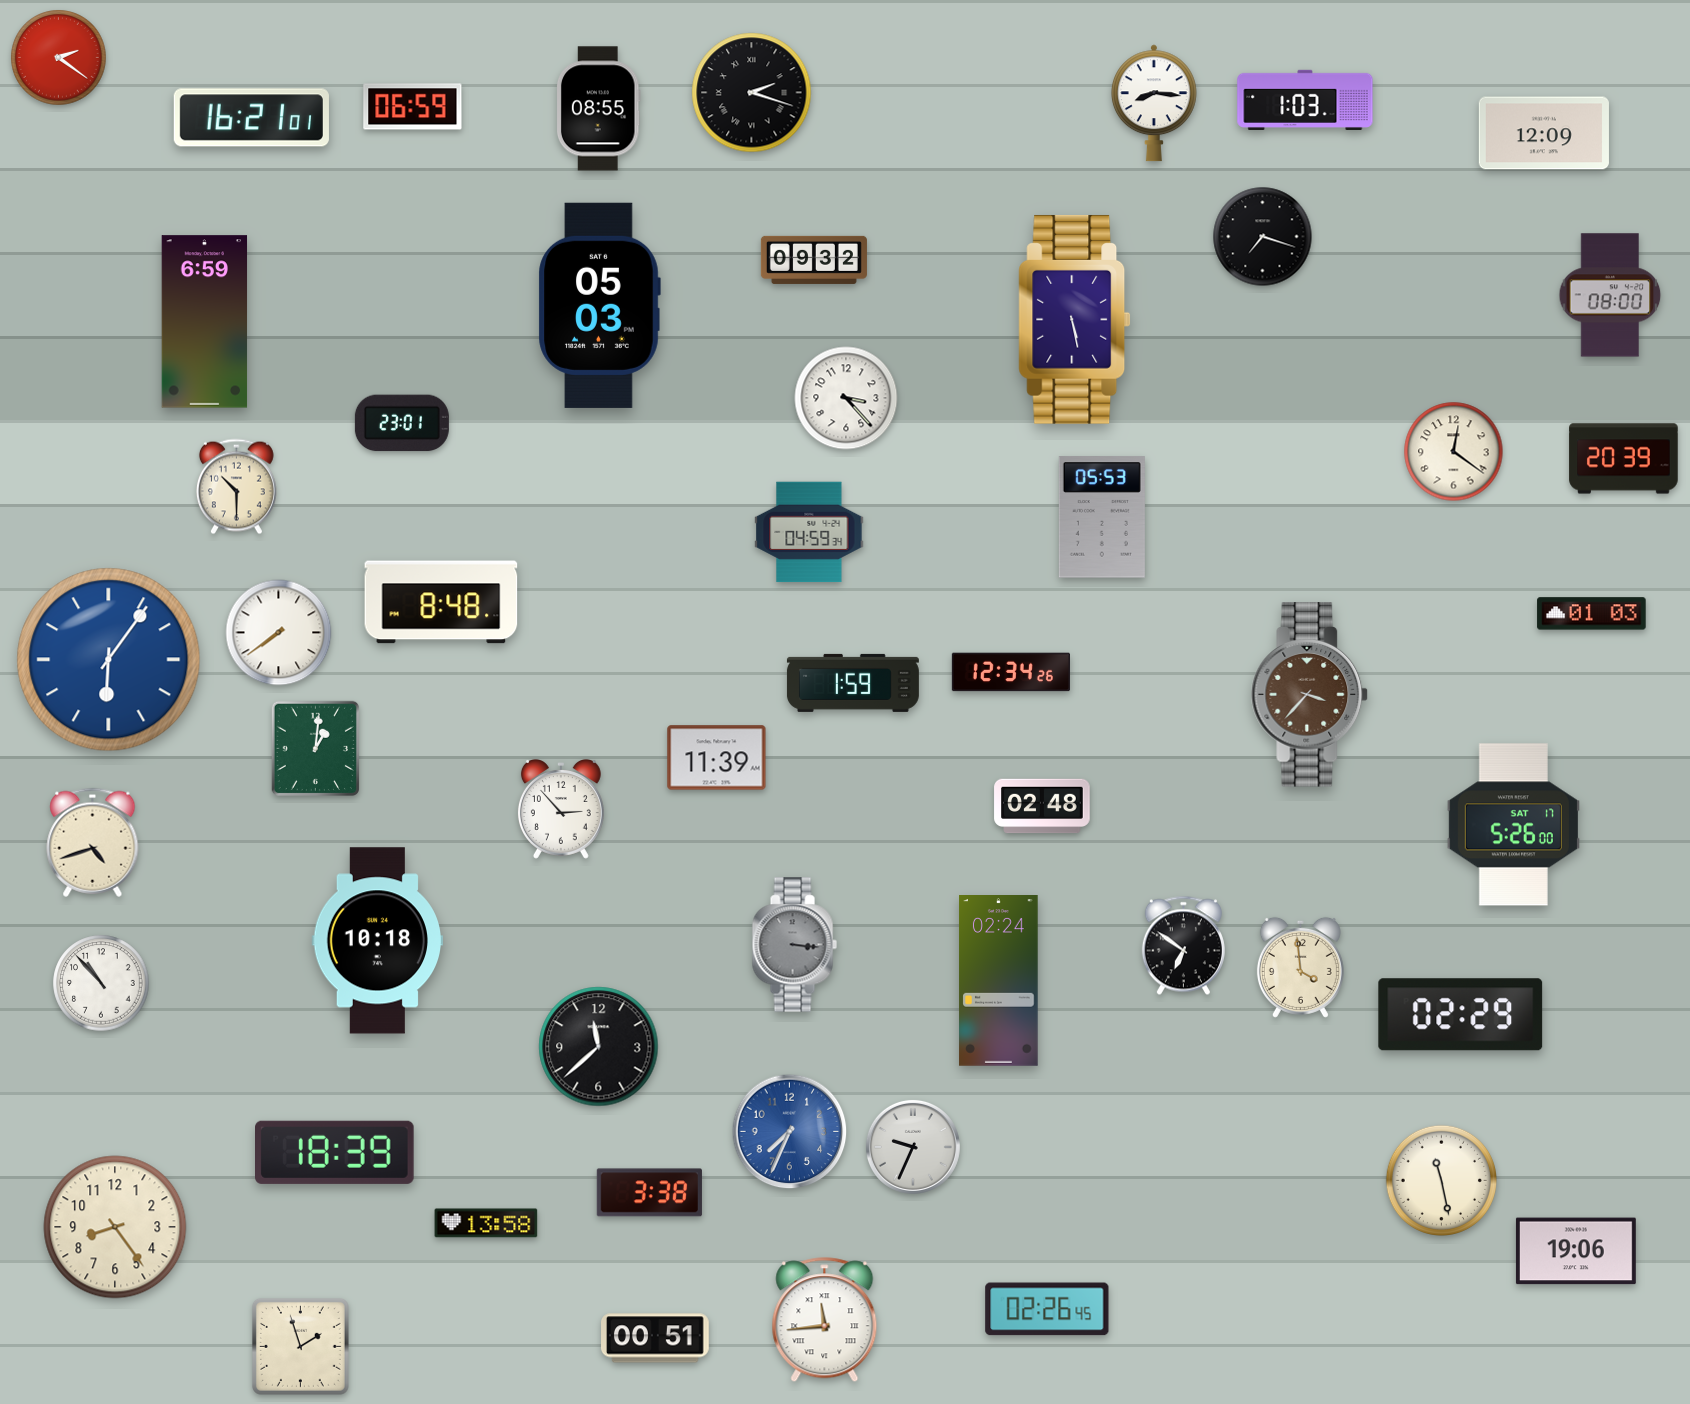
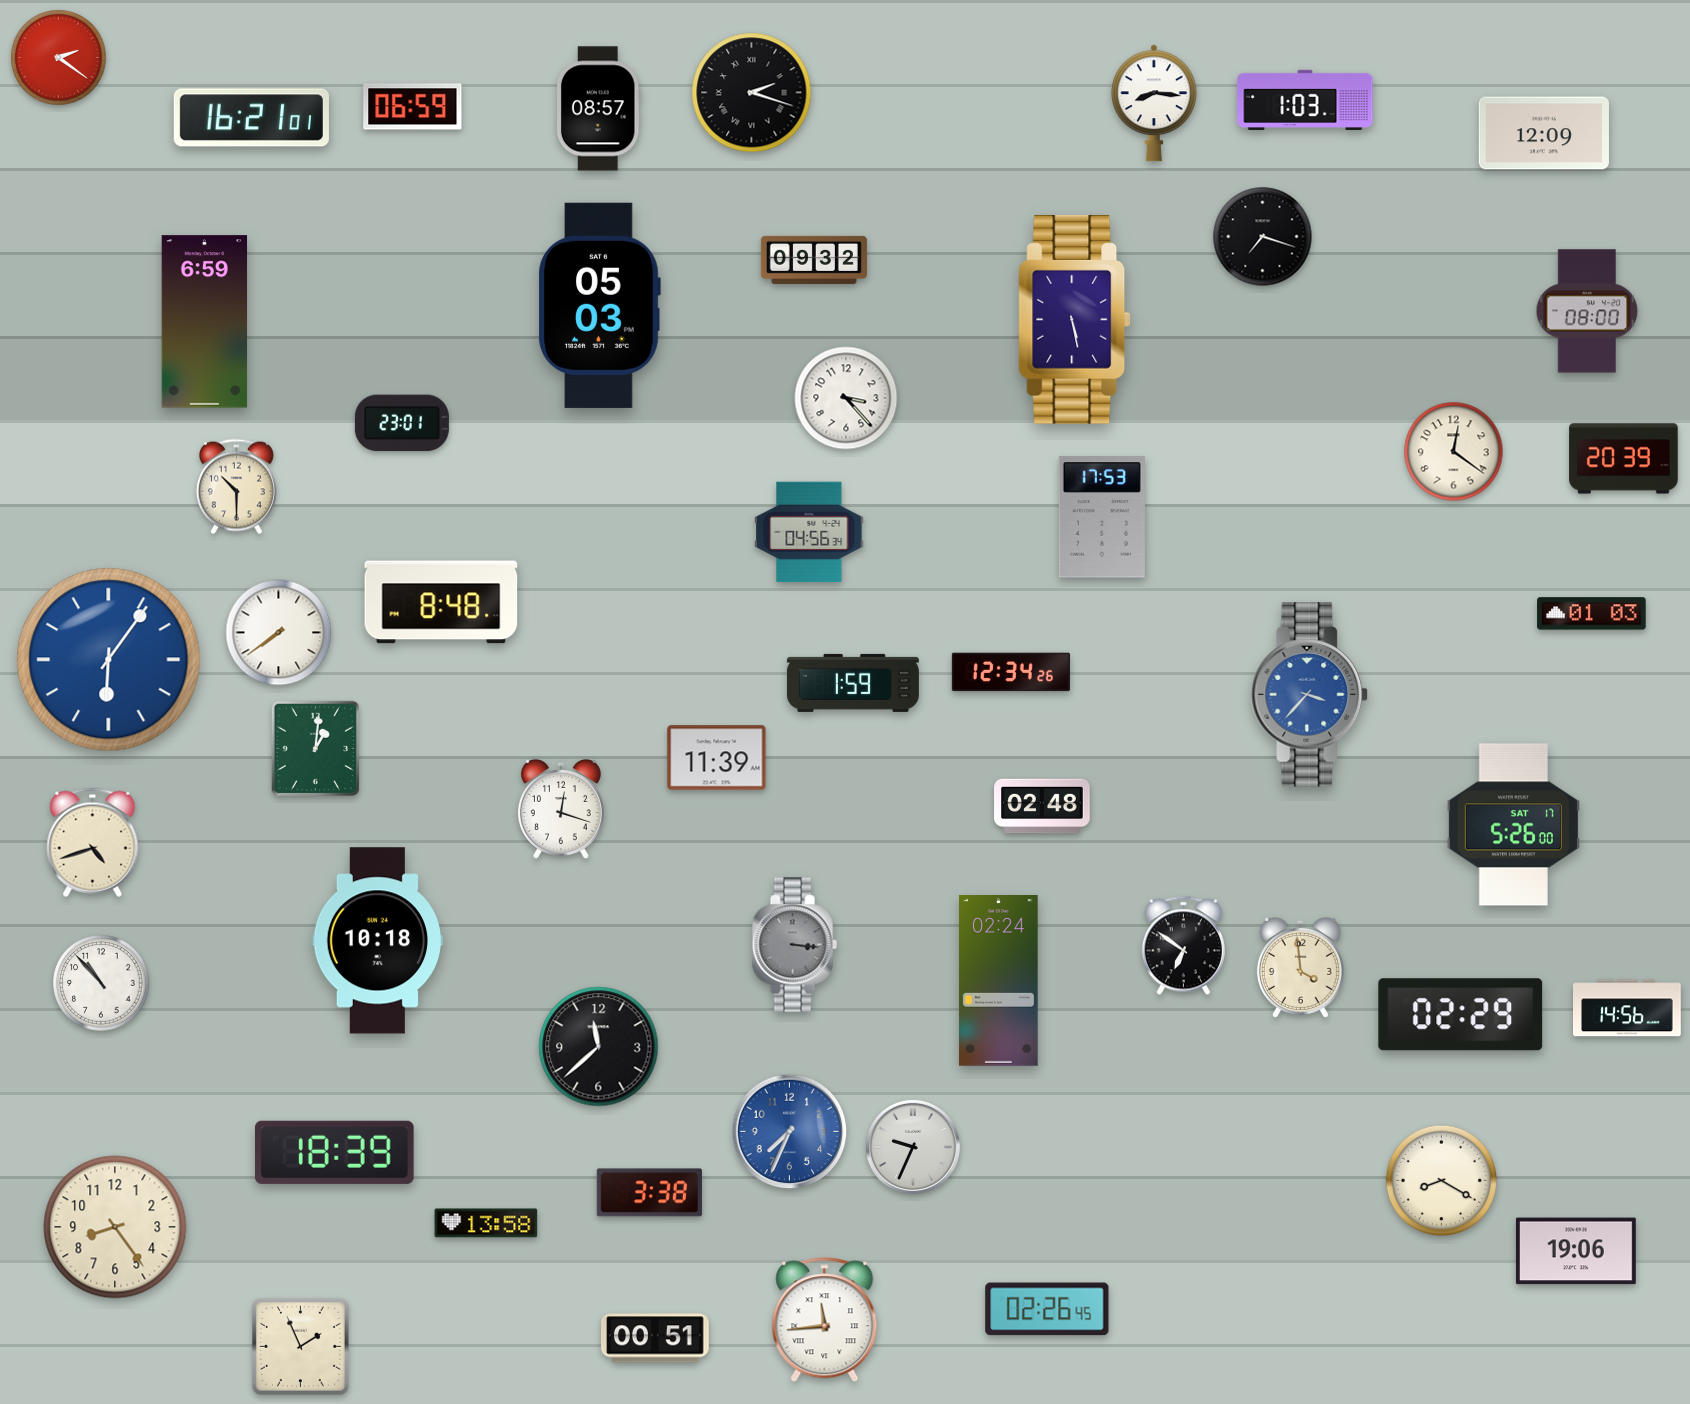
clock at (598, 109): 08:55 -> 08:57
clock at (1610, 295) position: (1610, 295) -> (1587, 311)
clock at (1102, 517): 05:53 -> 17:53
clock at (809, 532): 04:59 -> 04:56
clock at (1310, 695) dial: brown -> blue
clock at (561, 810): 2:53 -> 12:18
clock at (1627, 1008): none -> 14:56
clock at (1441, 1180): 11:28 -> 8:20
clock at (300, 1346): 1:57 -> 1:56
